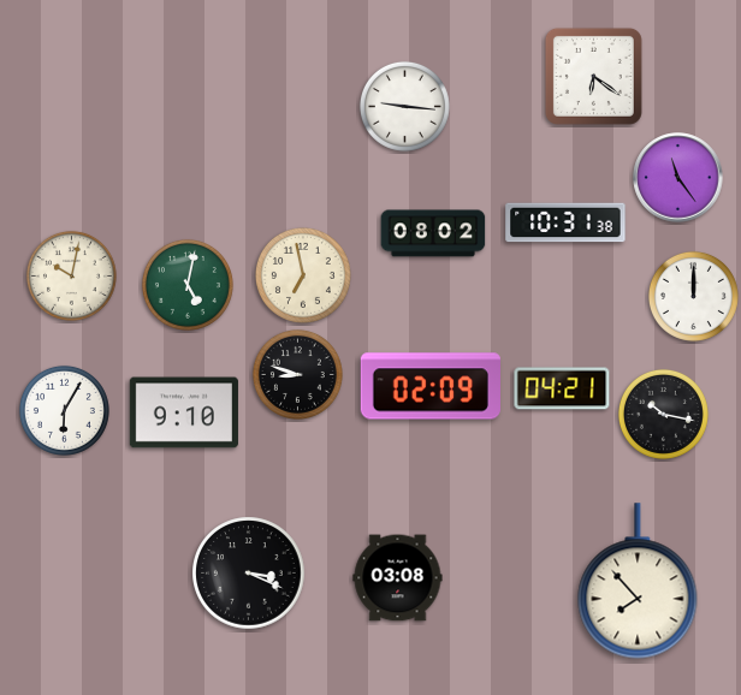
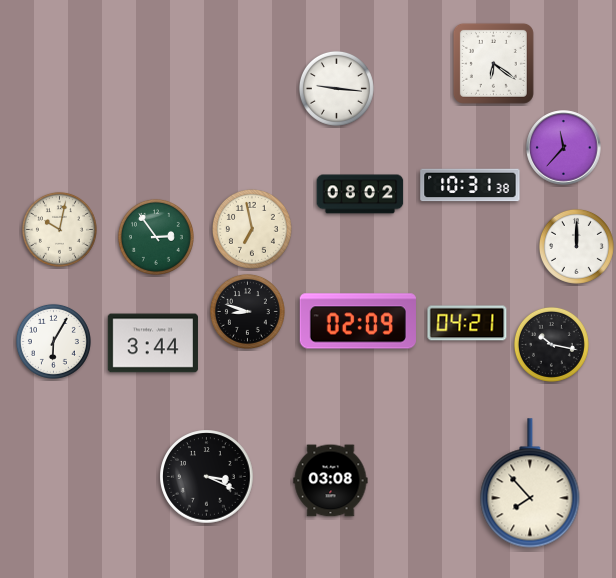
clock at (678, 178): 11:24 -> 11:37
clock at (188, 285): 5:02 -> 2:54
clock at (184, 412): 9:10 -> 3:44
